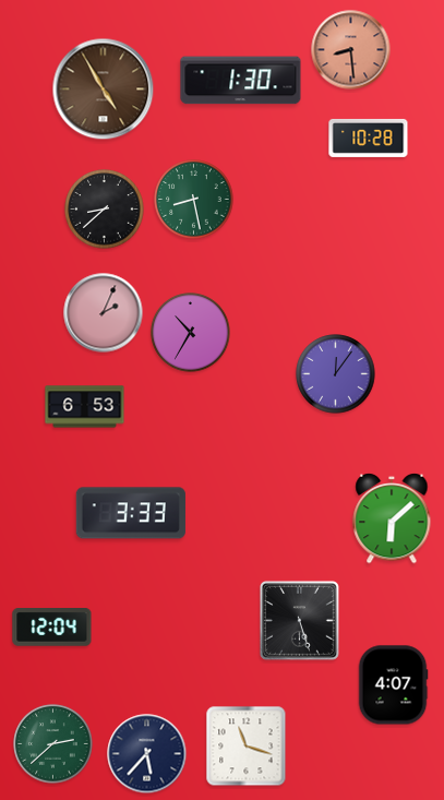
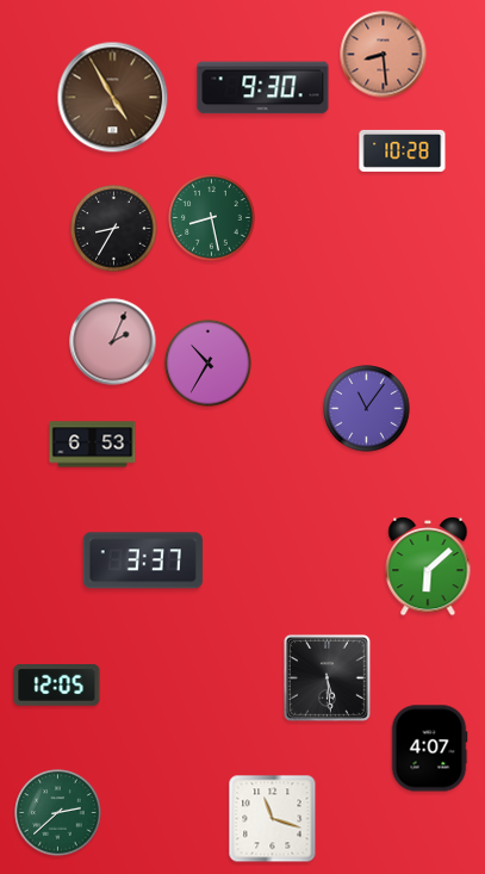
clock at (241, 81): 1:30 -> 9:30
clock at (105, 210): 8:38 -> 8:35
clock at (336, 374): 12:06 -> 11:06
clock at (131, 513): 3:33 -> 3:37
clock at (299, 620): 5:27 -> 5:29
clock at (52, 628): 12:04 -> 12:05
clock at (247, 747) position: (247, 747) -> (273, 819)
clock at (147, 754): 5:37 -> none
